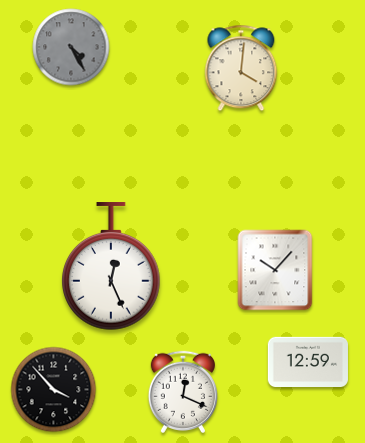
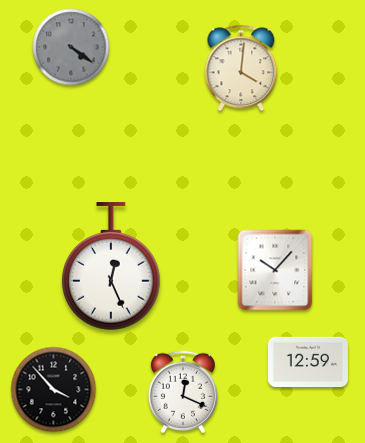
clock at (71, 47): 4:25 -> 4:21
